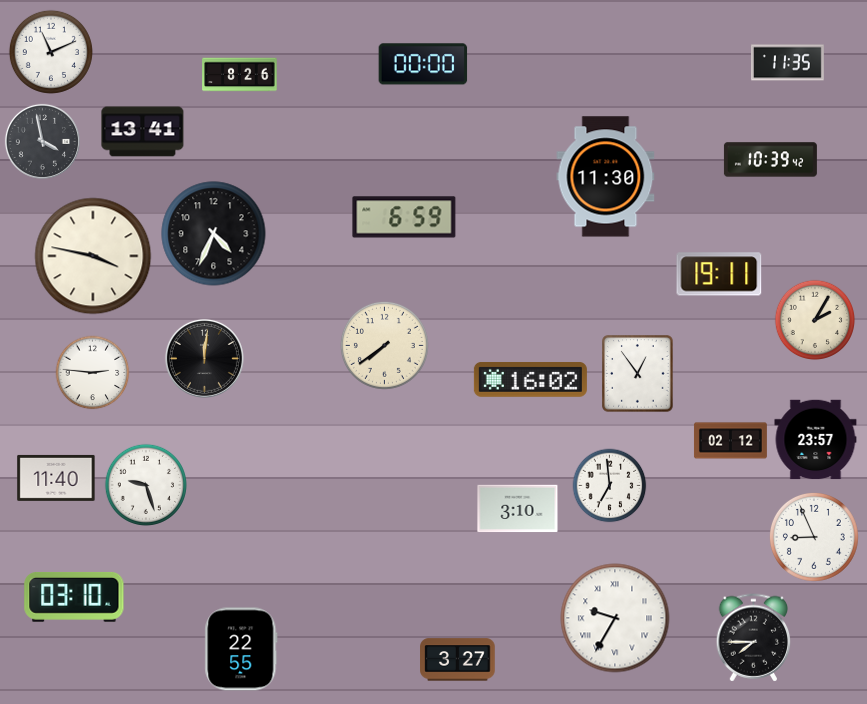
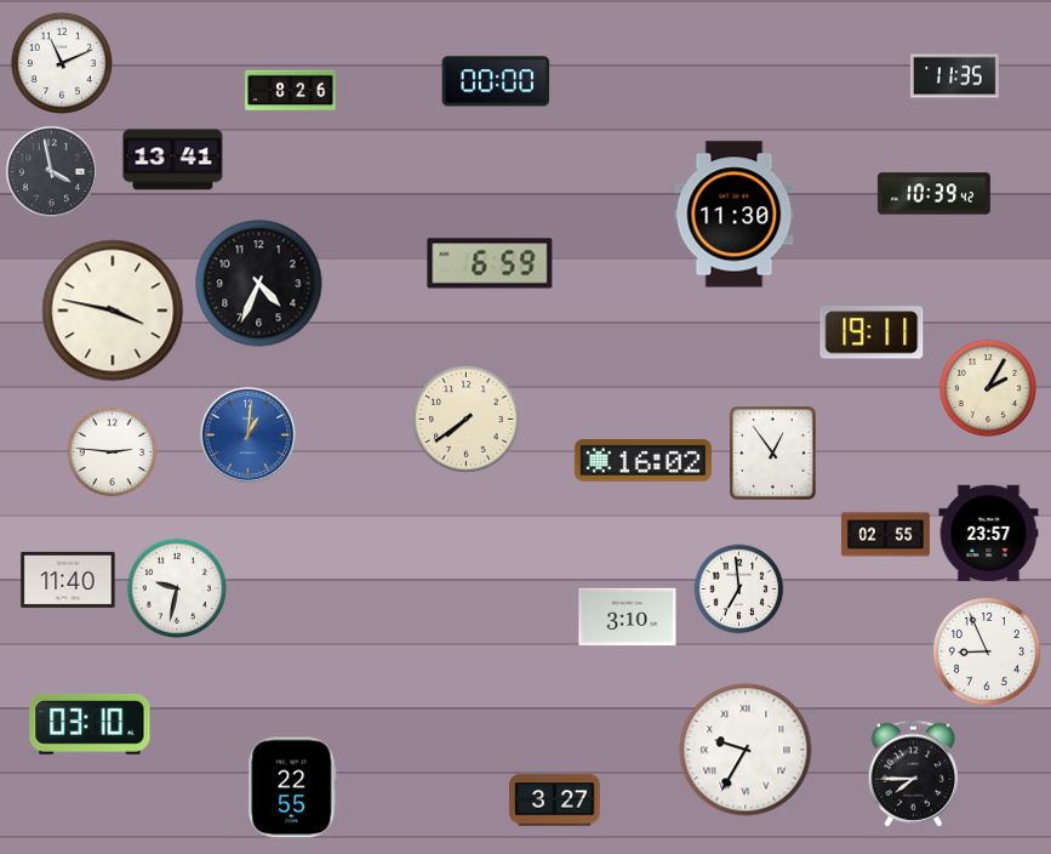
clock at (423, 64) position: (423, 64) -> (496, 81)
clock at (204, 358): 12:01 -> 1:01
clock at (204, 358) dial: black -> blue
clock at (730, 441): 02:12 -> 02:55
clock at (145, 485): 9:27 -> 9:32
